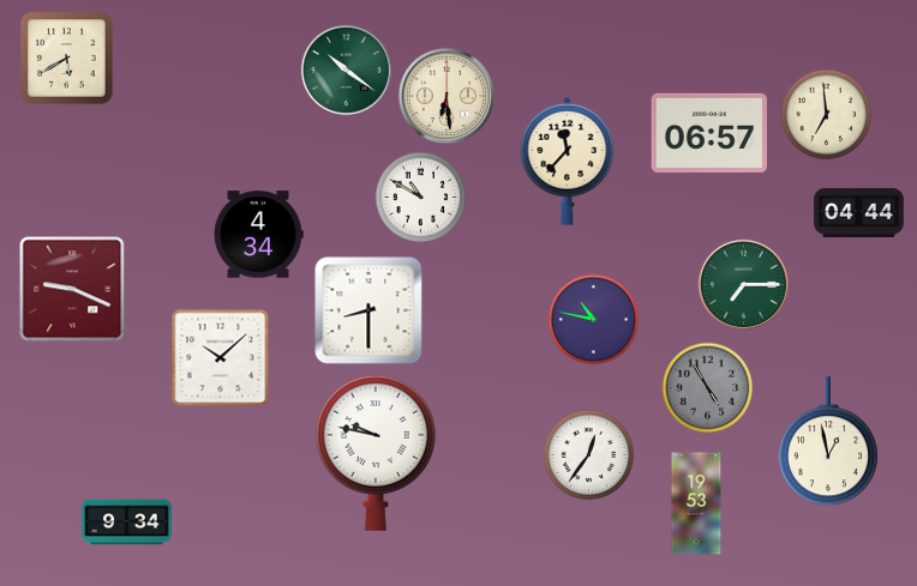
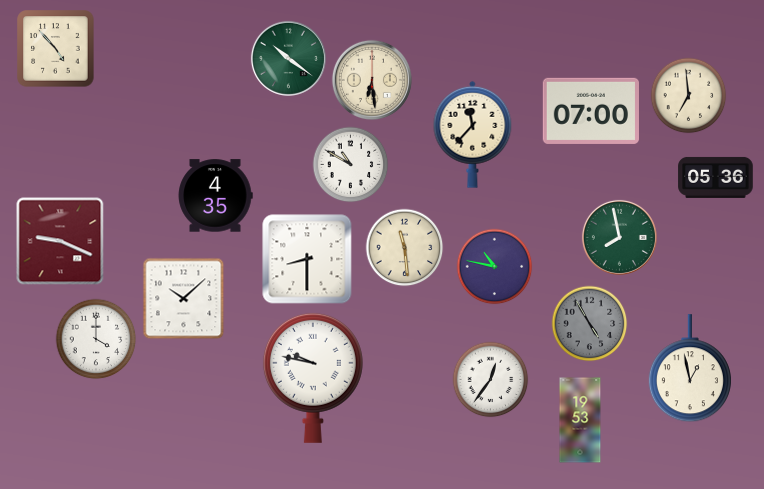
clock at (67, 59): 5:40 -> 4:53
clock at (709, 133): 06:57 -> 07:00
clock at (859, 212): 04:44 -> 05:36
clock at (258, 235): 4:34 -> 4:35
clock at (743, 284): 7:15 -> 7:58
clock at (405, 248): none -> 11:29
clock at (96, 339): none -> 4:00
clock at (127, 522): 9:34 -> none
